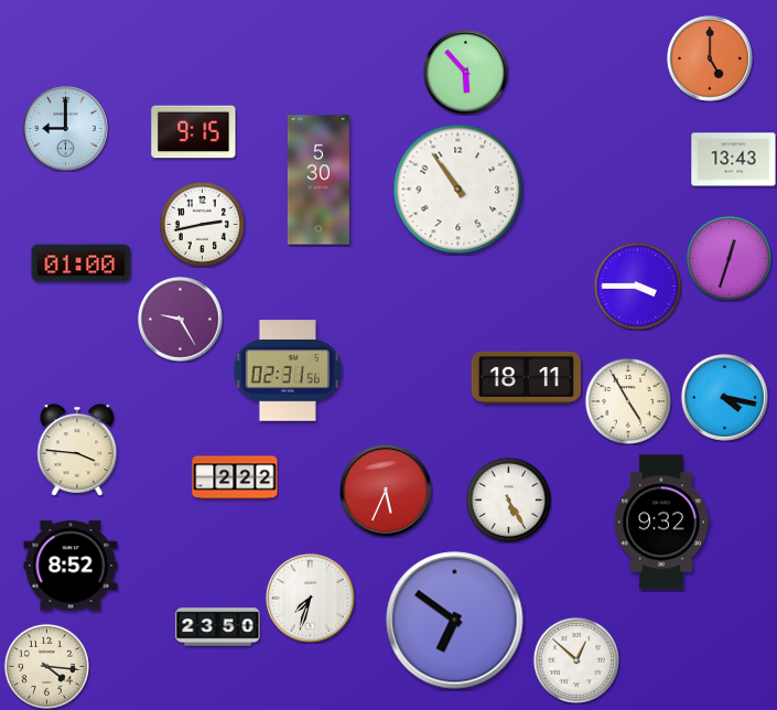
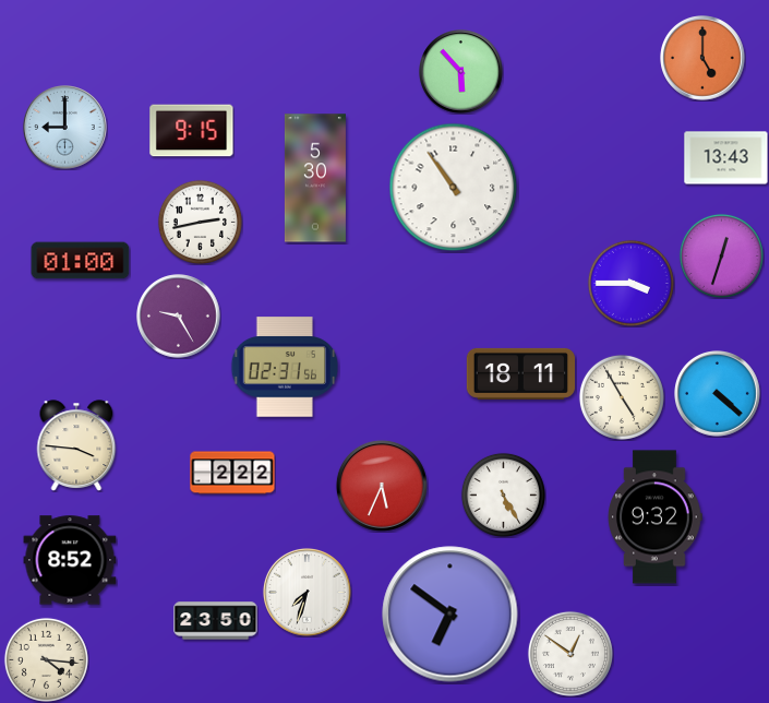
clock at (725, 398): 4:17 -> 4:22
clock at (576, 660): 12:52 -> 12:51
